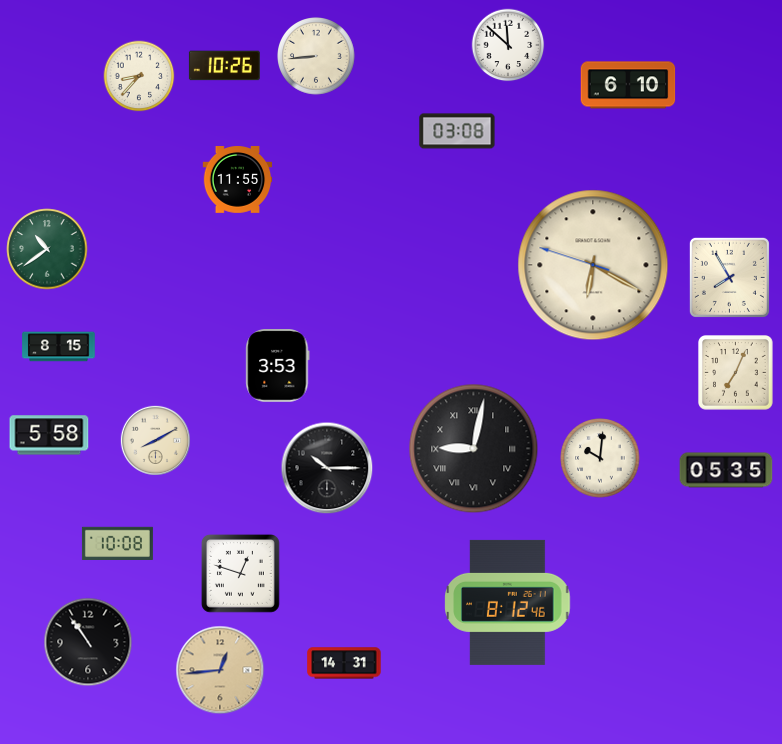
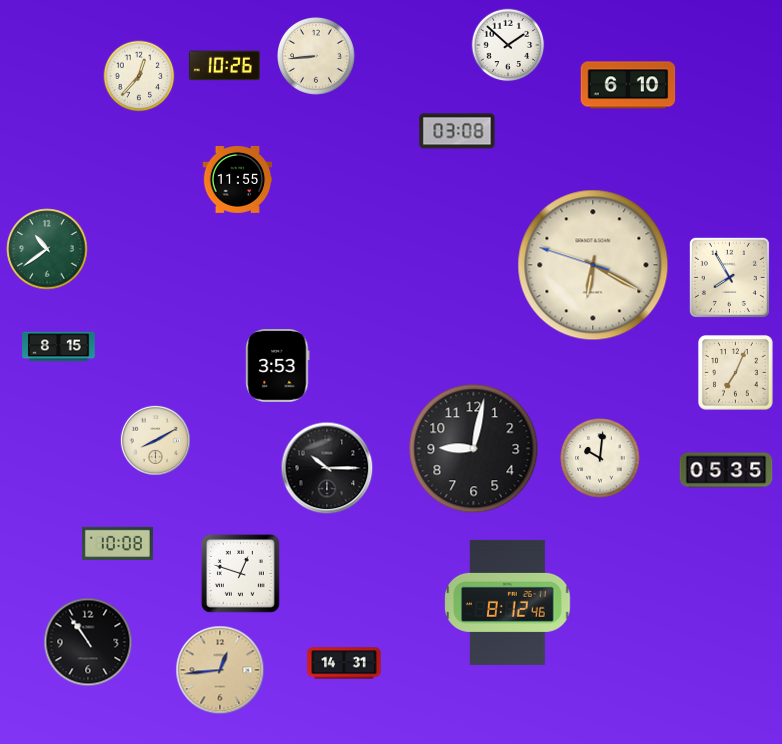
clock at (508, 45): 11:52 -> 1:52
clock at (139, 76): 8:37 -> 12:37
clock at (49, 435): 5:58 -> none
clock at (474, 449) numerals: Roman -> Arabic
